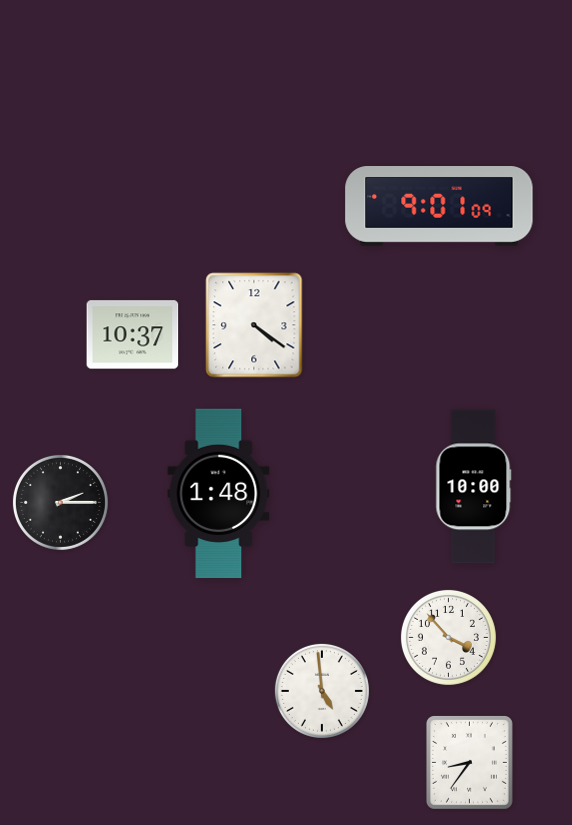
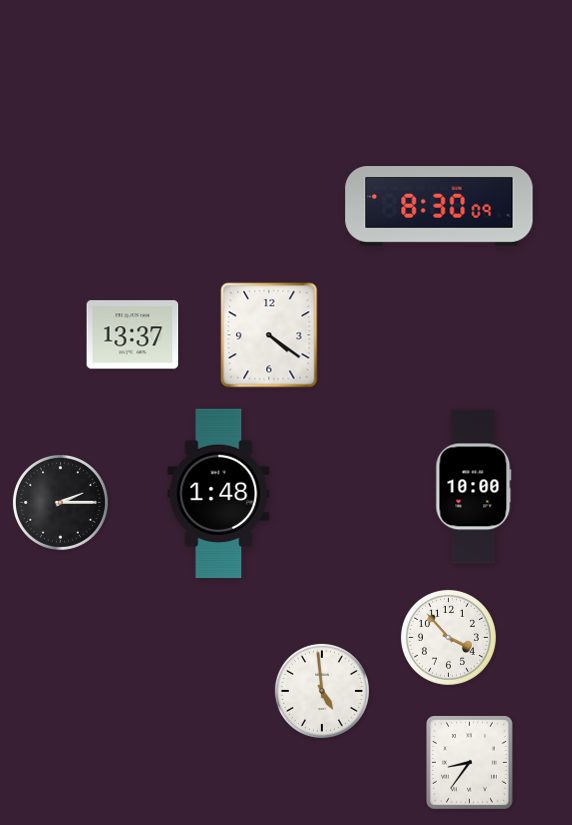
clock at (439, 207): 9:01 -> 8:30
clock at (254, 325) position: (254, 325) -> (269, 335)
clock at (133, 335): 10:37 -> 13:37
